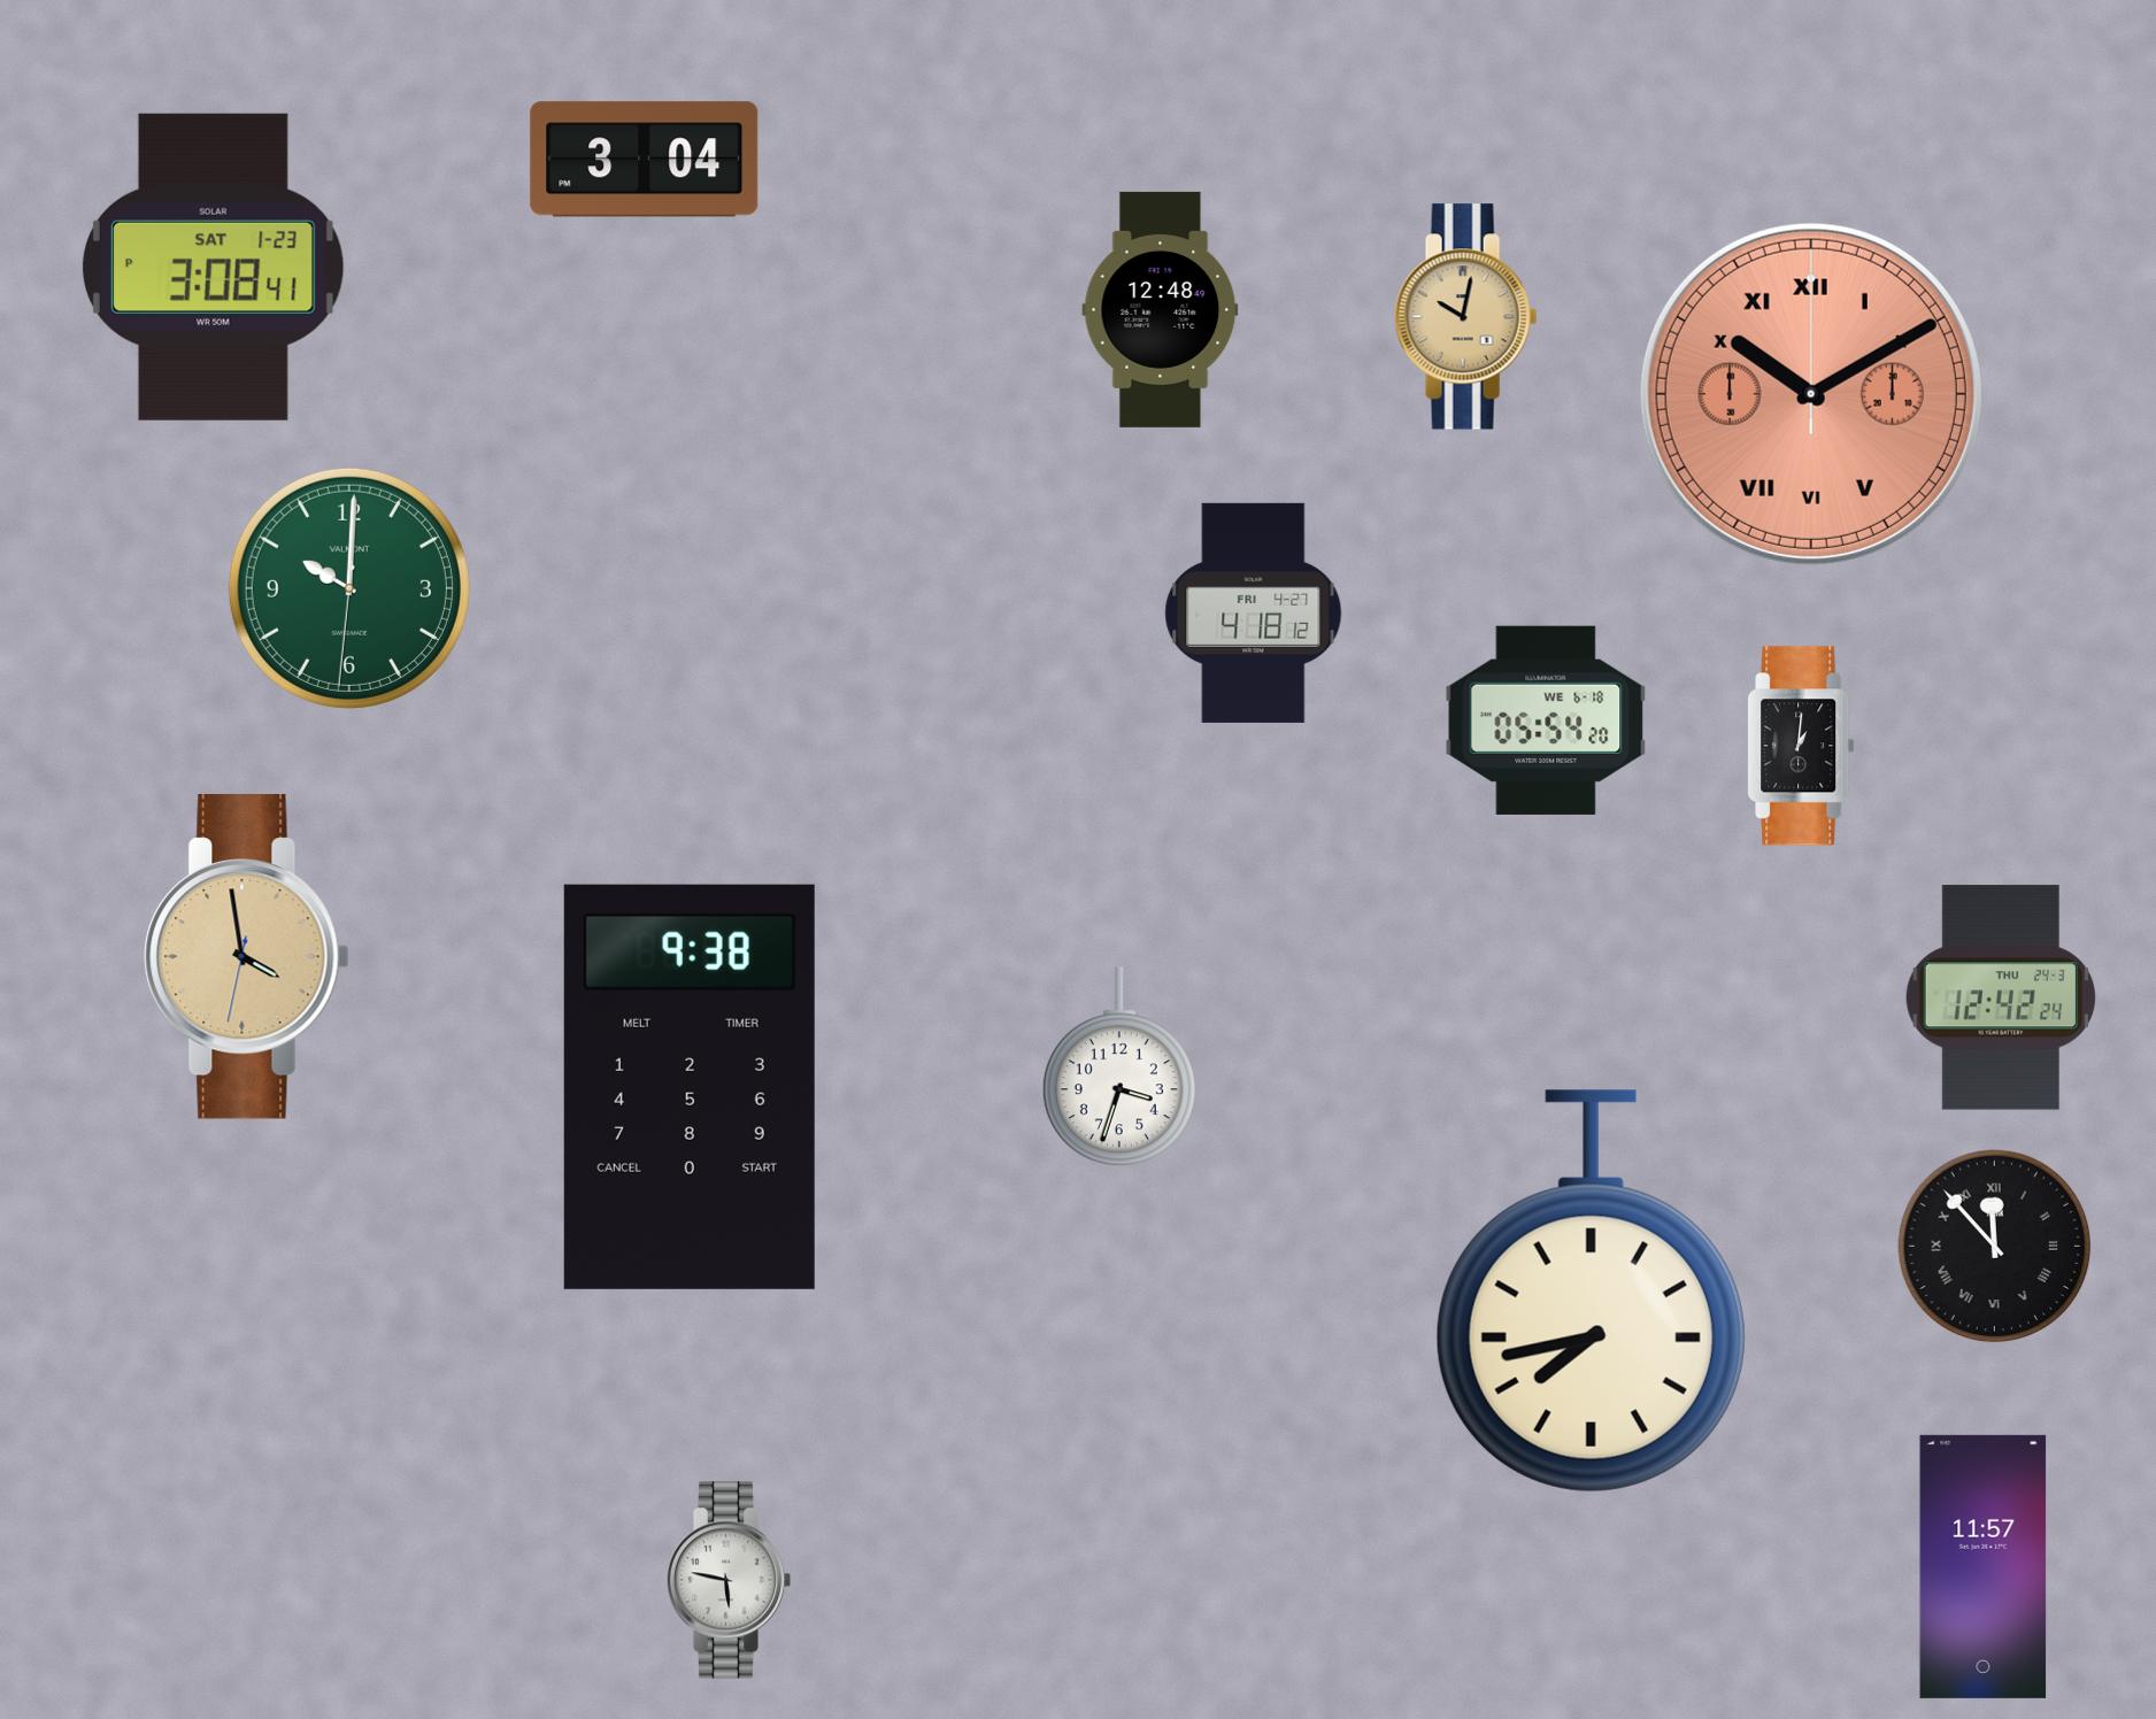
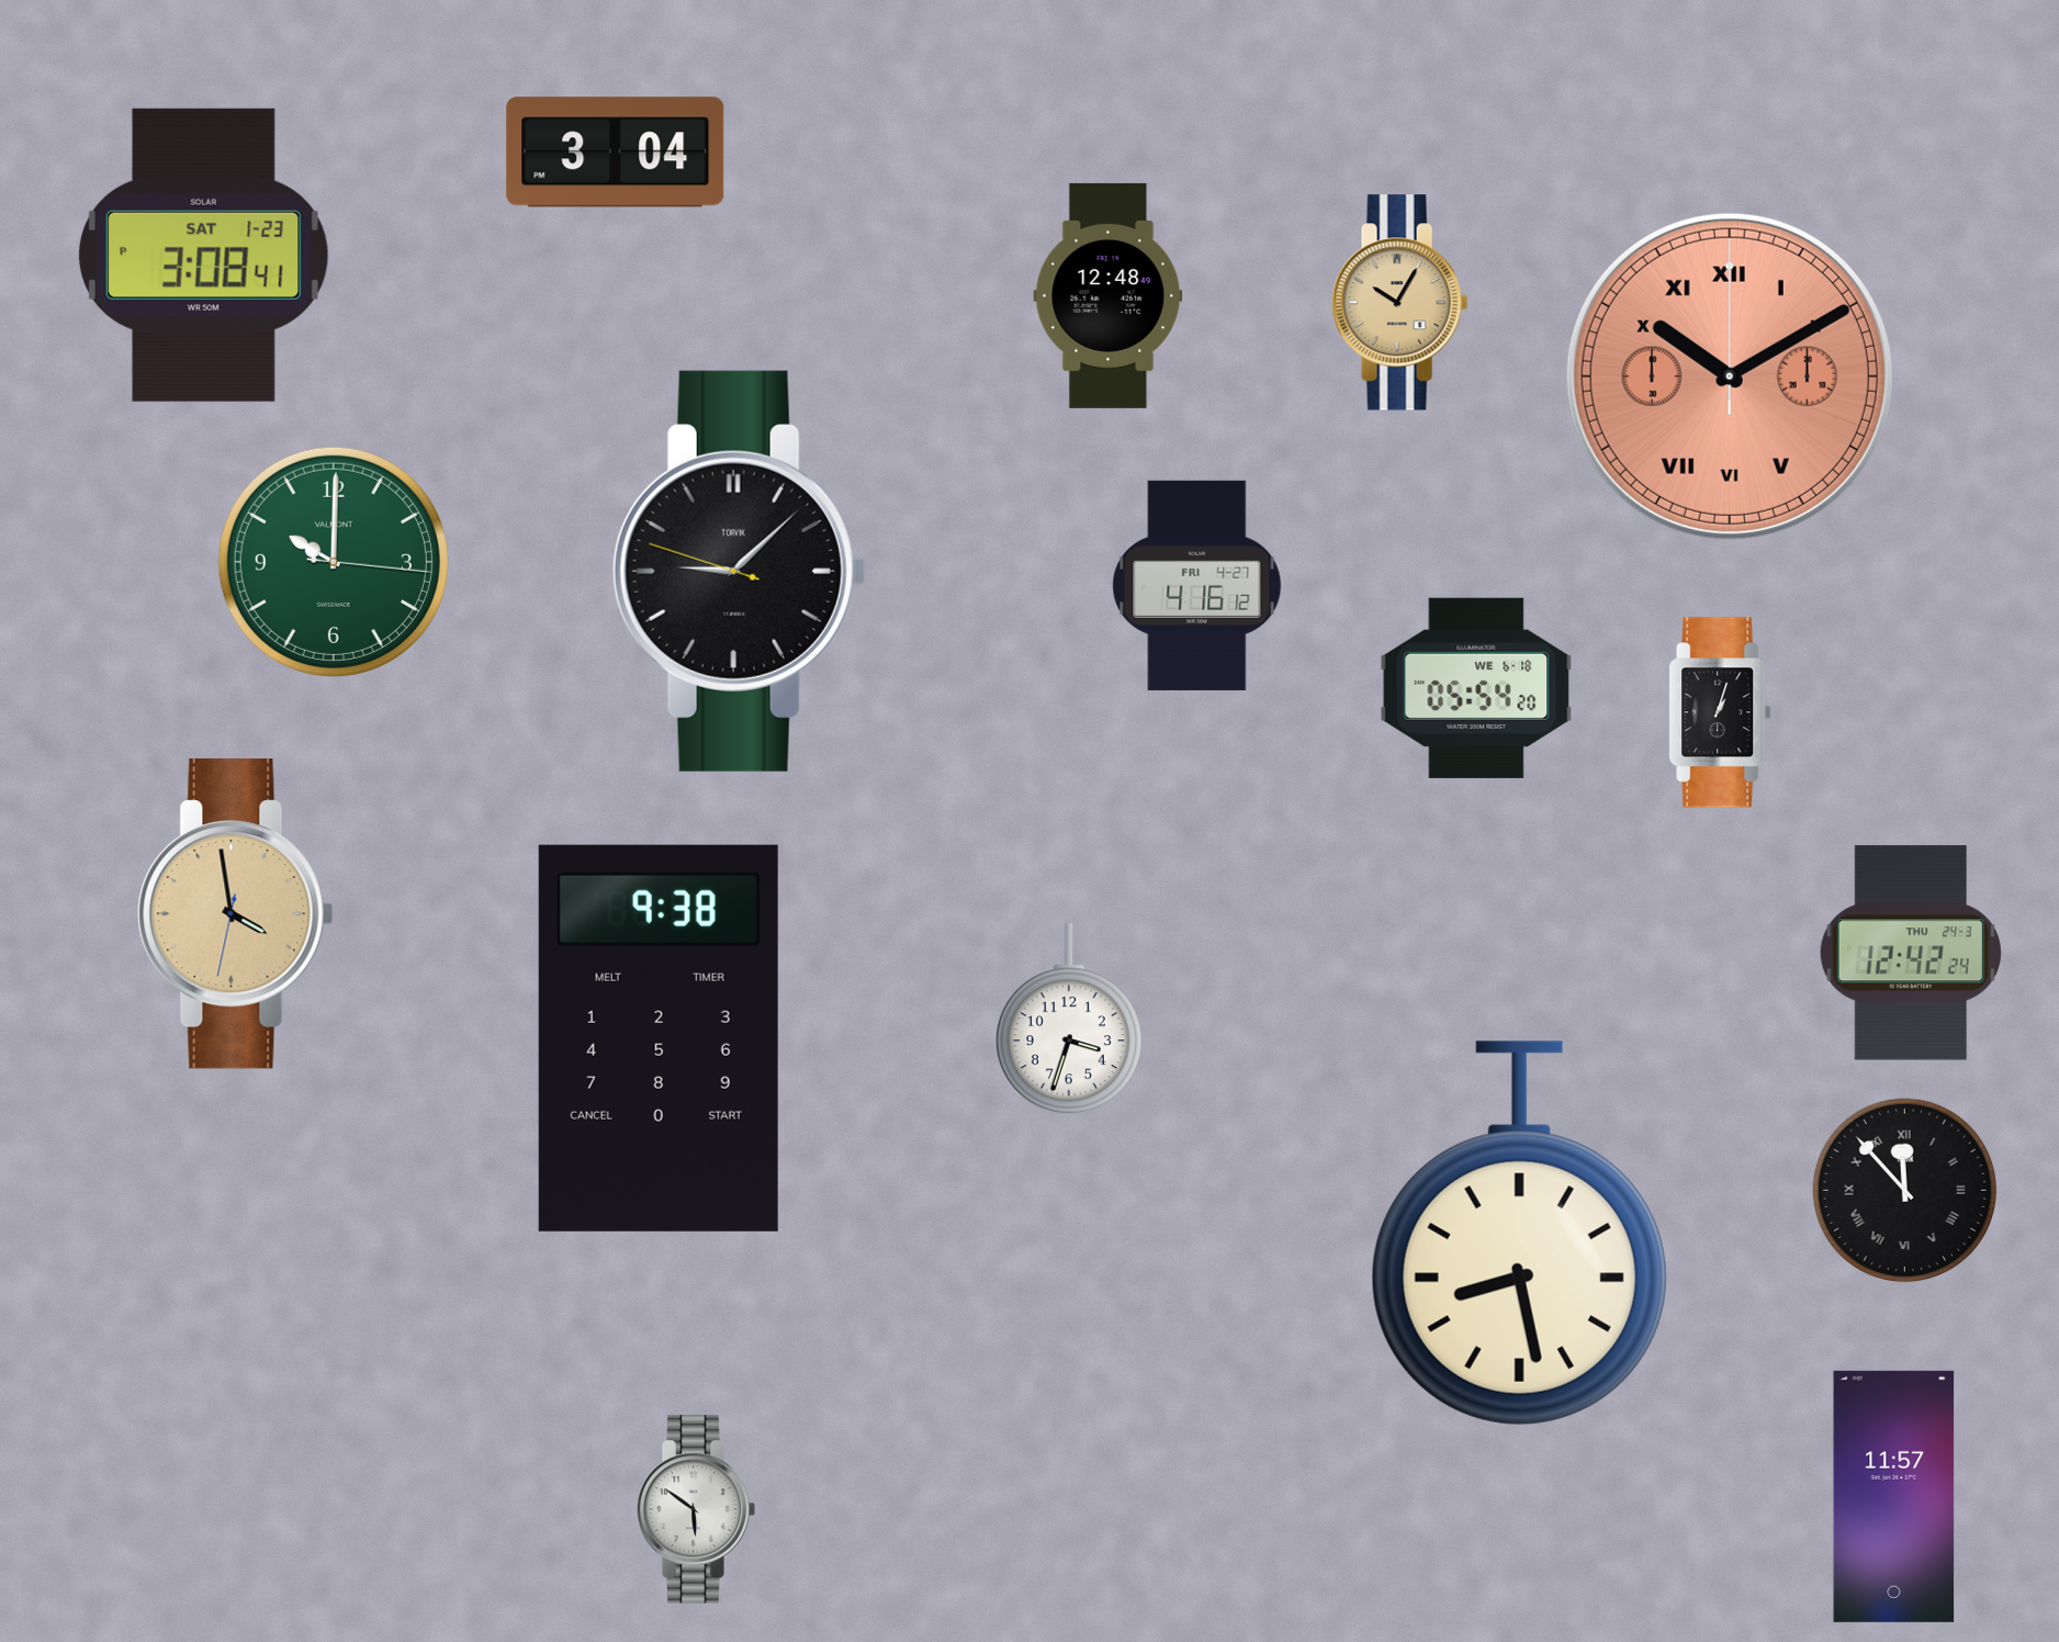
clock at (1466, 317): 10:02 -> 10:05
clock at (349, 588): 10:00:31 -> 10:00:16
clock at (739, 571): none -> 9:07
clock at (1254, 612): 4:18 -> 4:16
clock at (1801, 746): 1:01 -> 1:03
clock at (1591, 1292): 7:43 -> 8:28
clock at (729, 1580): 5:47 -> 5:51
